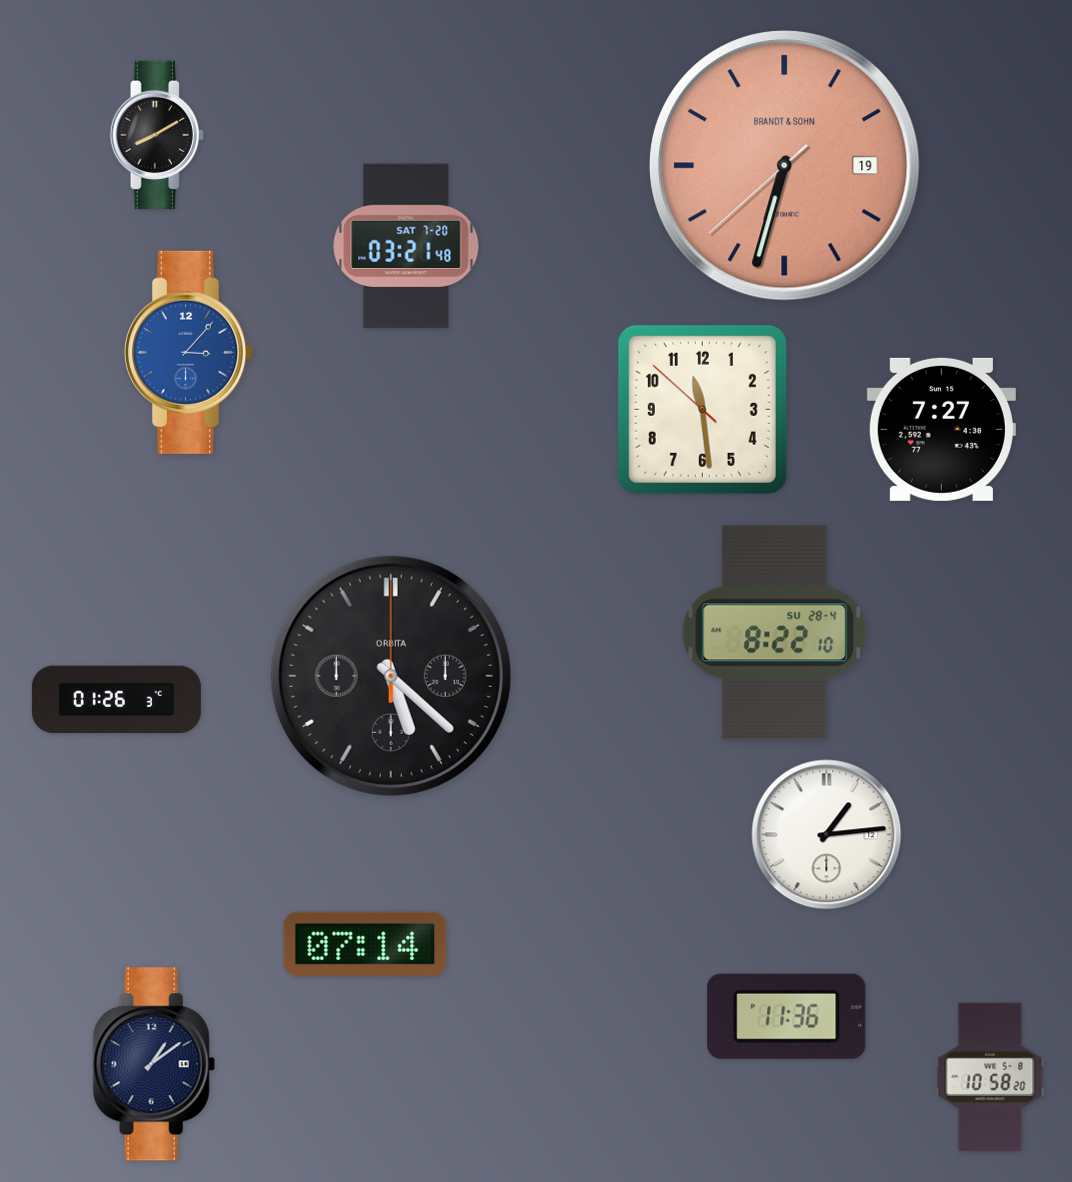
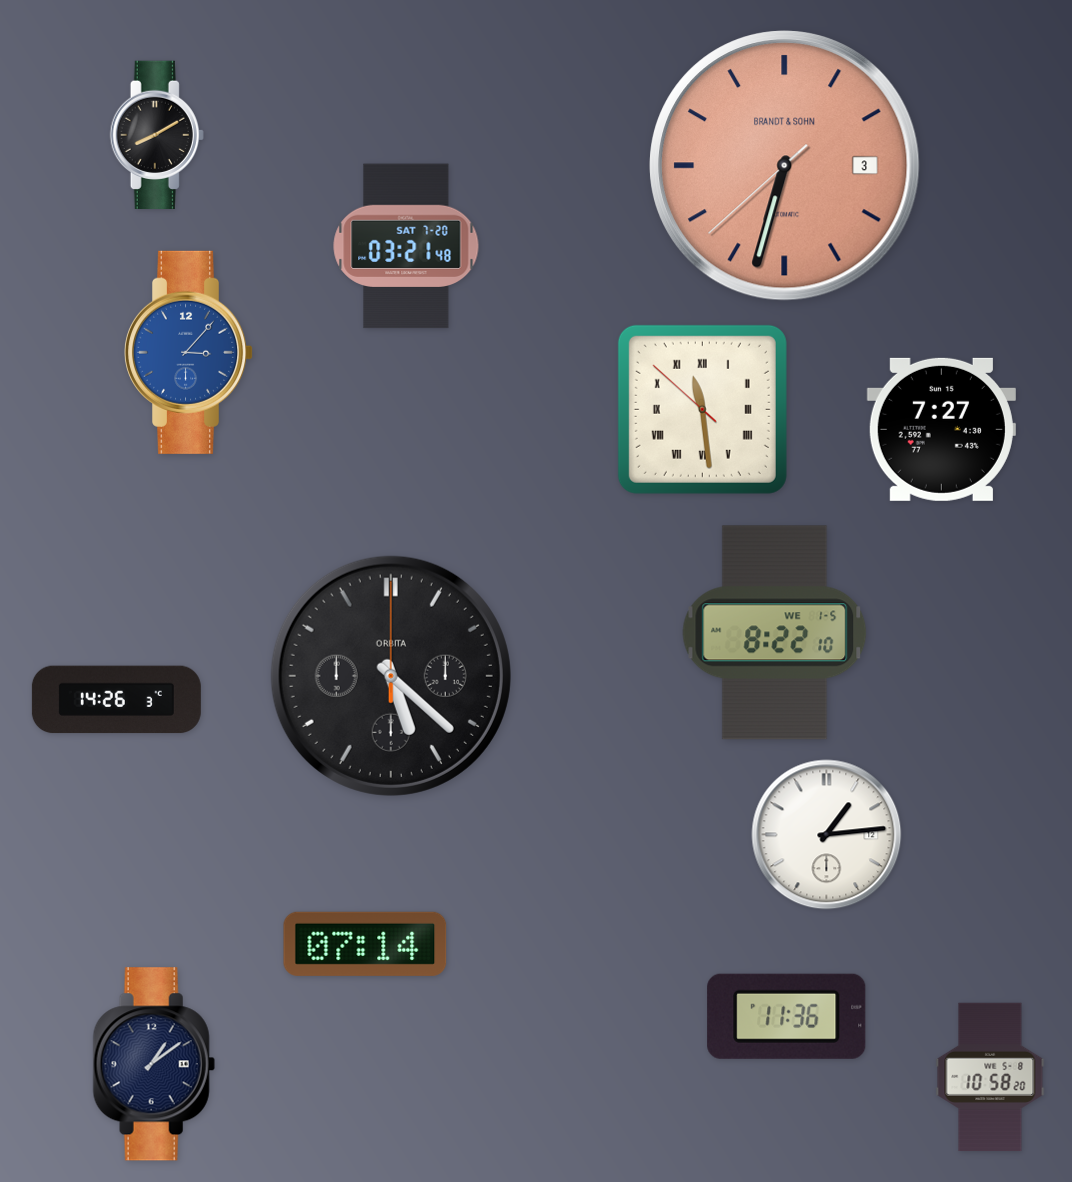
clock at (785, 166) date: 19 -> 3
clock at (702, 409) numerals: Arabic -> Roman
clock at (775, 633) date: SU 28-4 -> WE 1-5
clock at (116, 700): 01:26 -> 14:26
